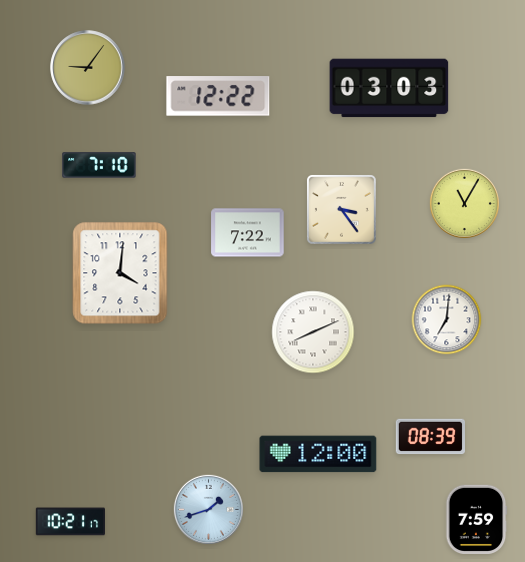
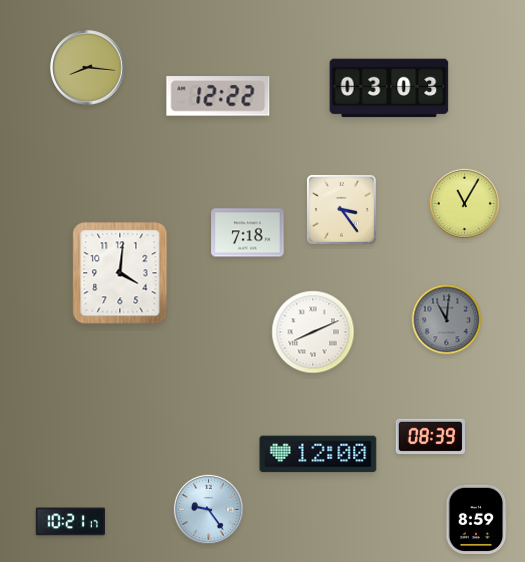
clock at (88, 68): 9:06 -> 8:16
clock at (99, 165): 7:10 -> none
clock at (248, 233): 7:22 -> 7:18
clock at (447, 320): 7:01 -> 11:01
clock at (447, 320) dial: white -> grey
clock at (208, 509): 1:42 -> 9:24
clock at (476, 519): 7:59 -> 8:59
